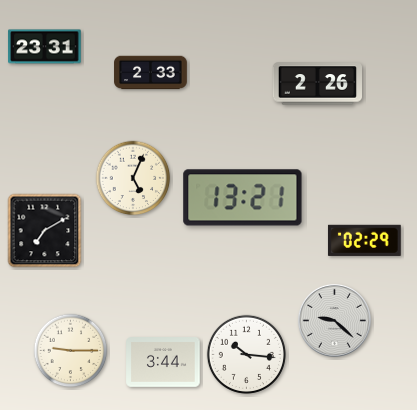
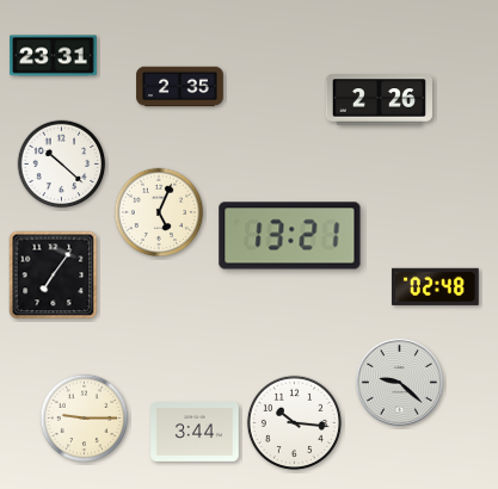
clock at (151, 73): 2:33 -> 2:35
clock at (62, 165): none -> 10:22
clock at (45, 231): 7:10 -> 7:06
clock at (364, 240): 02:29 -> 02:48
